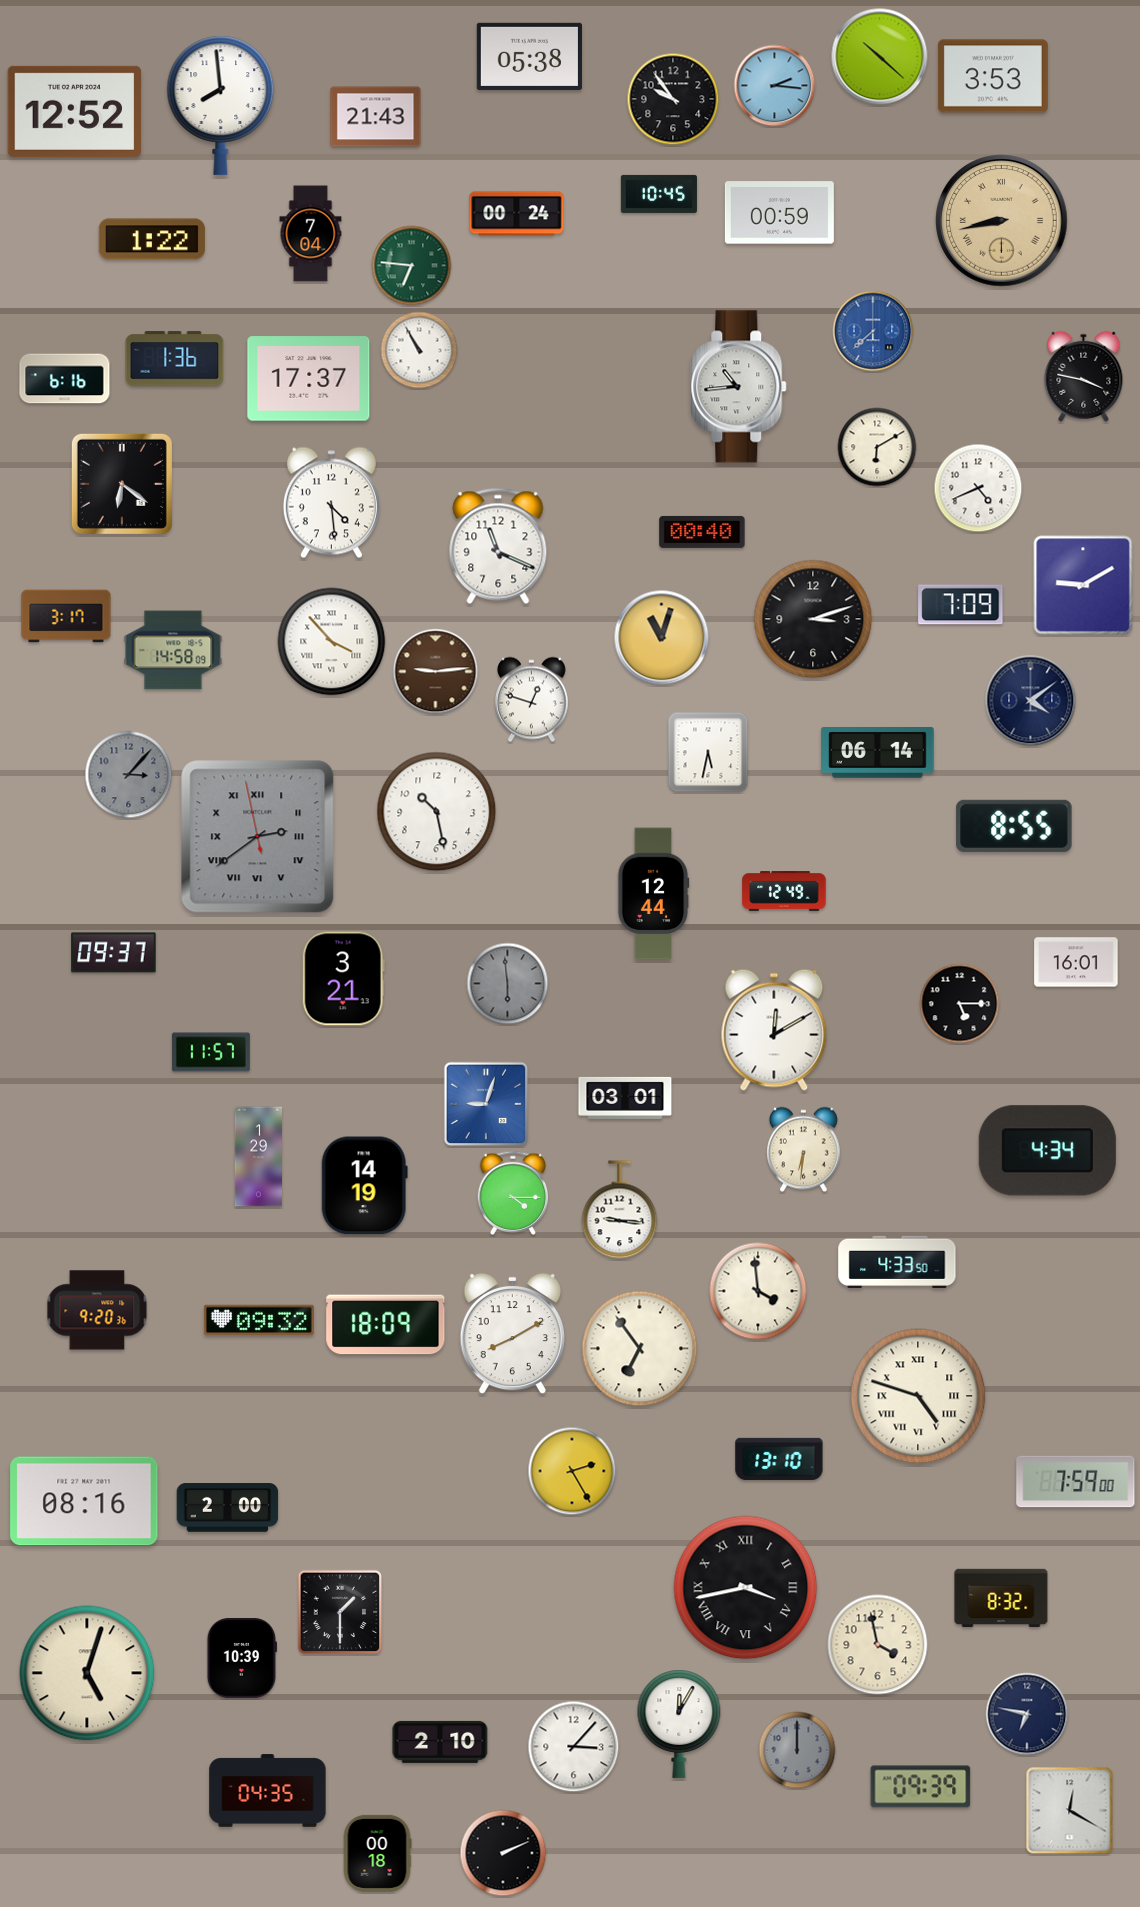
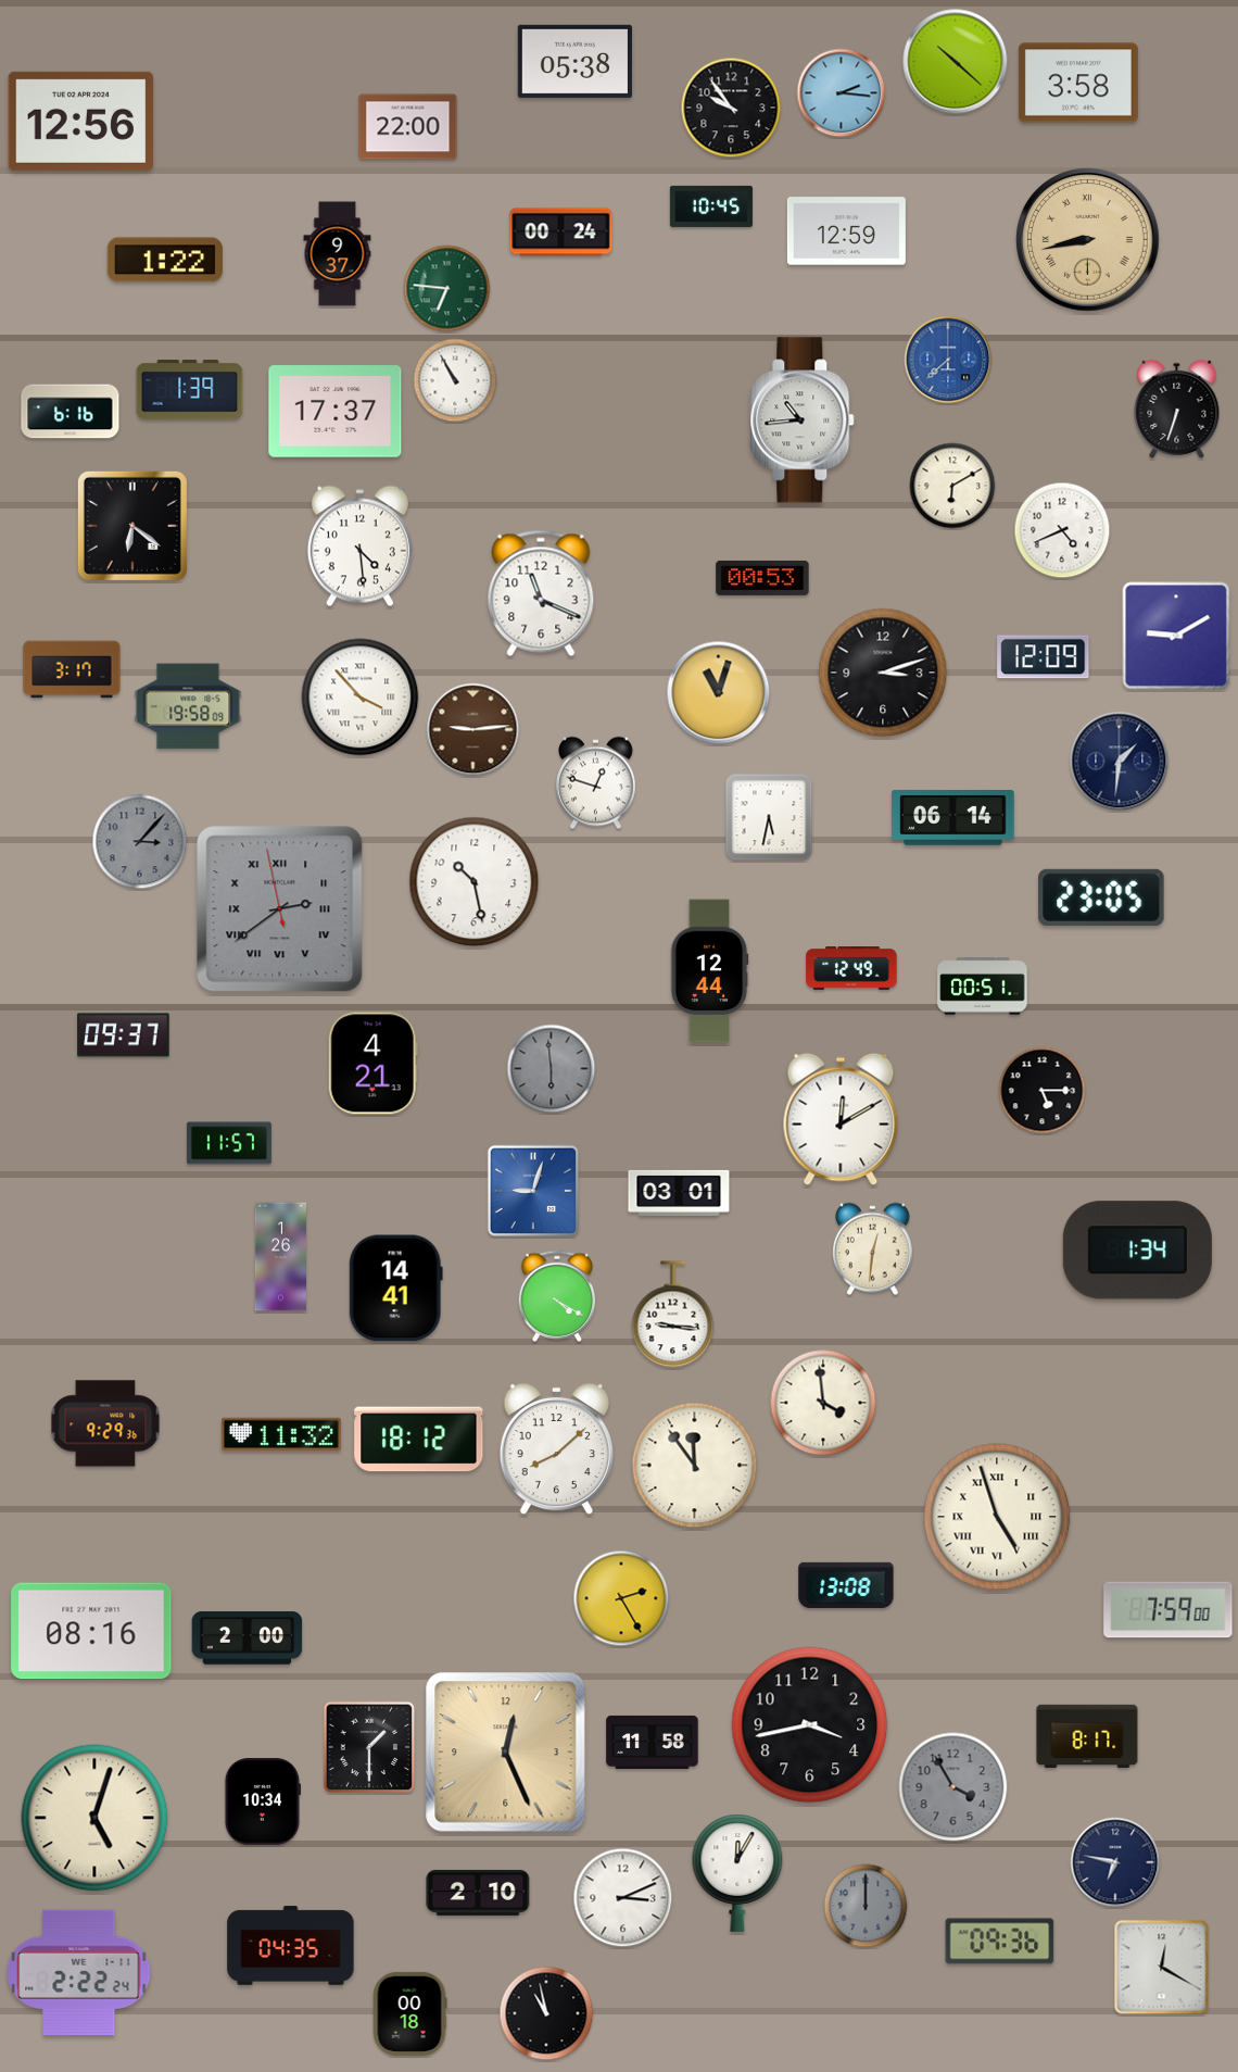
clock at (993, 76): 3:53 -> 3:58
clock at (221, 105): 7:59 -> none
clock at (75, 111): 12:52 -> 12:56
clock at (376, 117): 21:43 -> 22:00
clock at (659, 194) position: (659, 194) -> (711, 206)
clock at (779, 213): 00:59 -> 12:59
clock at (311, 234): 7:04 -> 9:37
clock at (175, 359): 1:36 -> 1:39
clock at (1084, 376): 3:47 -> 6:33
clock at (702, 532): 00:40 -> 00:53
clock at (961, 605): 7:09 -> 12:09
clock at (173, 650): 14:58 -> 19:58
clock at (532, 700) position: (532, 700) -> (596, 783)
clock at (1031, 701): 4:09 -> 1:31
clock at (1014, 826): 8:55 -> 23:05
clock at (983, 987): none -> 00:51
clock at (1076, 962): 16:01 -> none
clock at (343, 979): 3:21 -> 4:21
clock at (486, 1104) position: (486, 1104) -> (533, 1191)
clock at (804, 1150): 6:31 -> 12:31
clock at (1047, 1151): 4:34 -> 1:34
clock at (258, 1157): 1:29 -> 1:26
clock at (364, 1186): 14:19 -> 14:41
clock at (513, 1192): 4:15 -> 4:20
clock at (897, 1262): 4:33 -> none
clock at (97, 1310): 9:20 -> 9:29
clock at (259, 1319): 09:32 -> 11:32
clock at (386, 1325): 18:09 -> 18:12
clock at (512, 1334): 8:10 -> 8:08
clock at (640, 1349): 6:54 -> 11:54
clock at (918, 1396): 4:48 -> 4:57
clock at (779, 1459): 13:10 -> 13:08
clock at (746, 1588) numerals: Roman -> Arabic
clock at (1001, 1598): 8:32 -> 8:17
clock at (653, 1742): none -> 11:58
clock at (340, 1612) position: (340, 1612) -> (369, 1747)
clock at (506, 1753): none -> 12:26
clock at (878, 1645): 3:58 -> 3:55
clock at (878, 1645) dial: cream -> grey
clock at (242, 1659): 10:39 -> 10:34
clock at (574, 1747): 3:07 -> 3:11
clock at (797, 1750) position: (797, 1750) -> (866, 1906)
clock at (921, 1787): 09:39 -> 09:36
clock at (79, 1973): none -> 2:22
clock at (503, 1853): 2:11 -> 10:58
